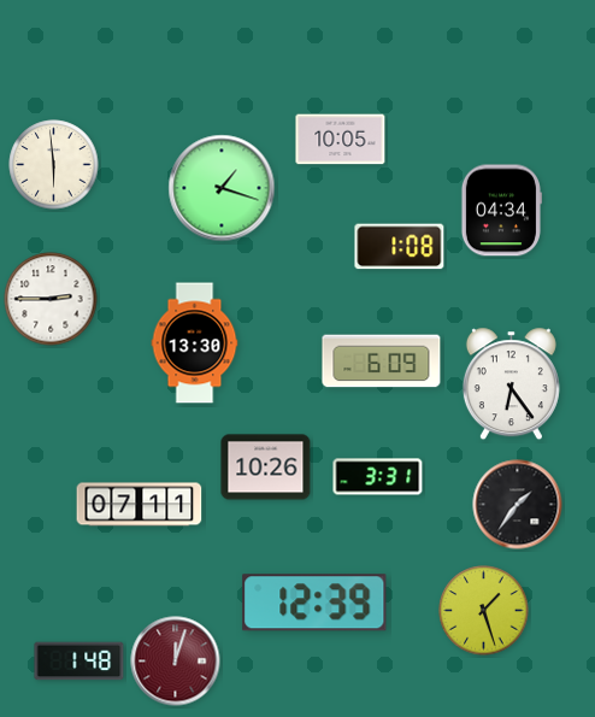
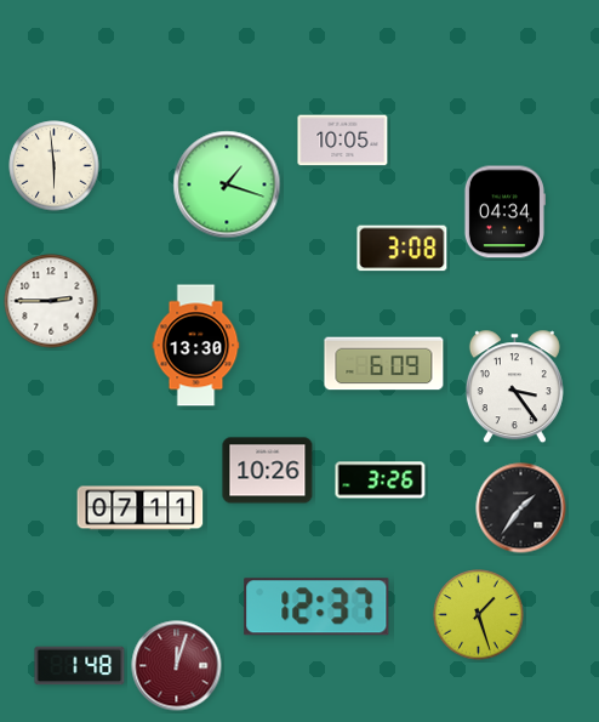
clock at (222, 188) position: (222, 188) -> (227, 184)
clock at (400, 247): 1:08 -> 3:08
clock at (511, 384): 6:24 -> 3:24
clock at (378, 477): 3:31 -> 3:26
clock at (314, 603): 12:39 -> 12:37
clock at (484, 611) position: (484, 611) -> (479, 615)
